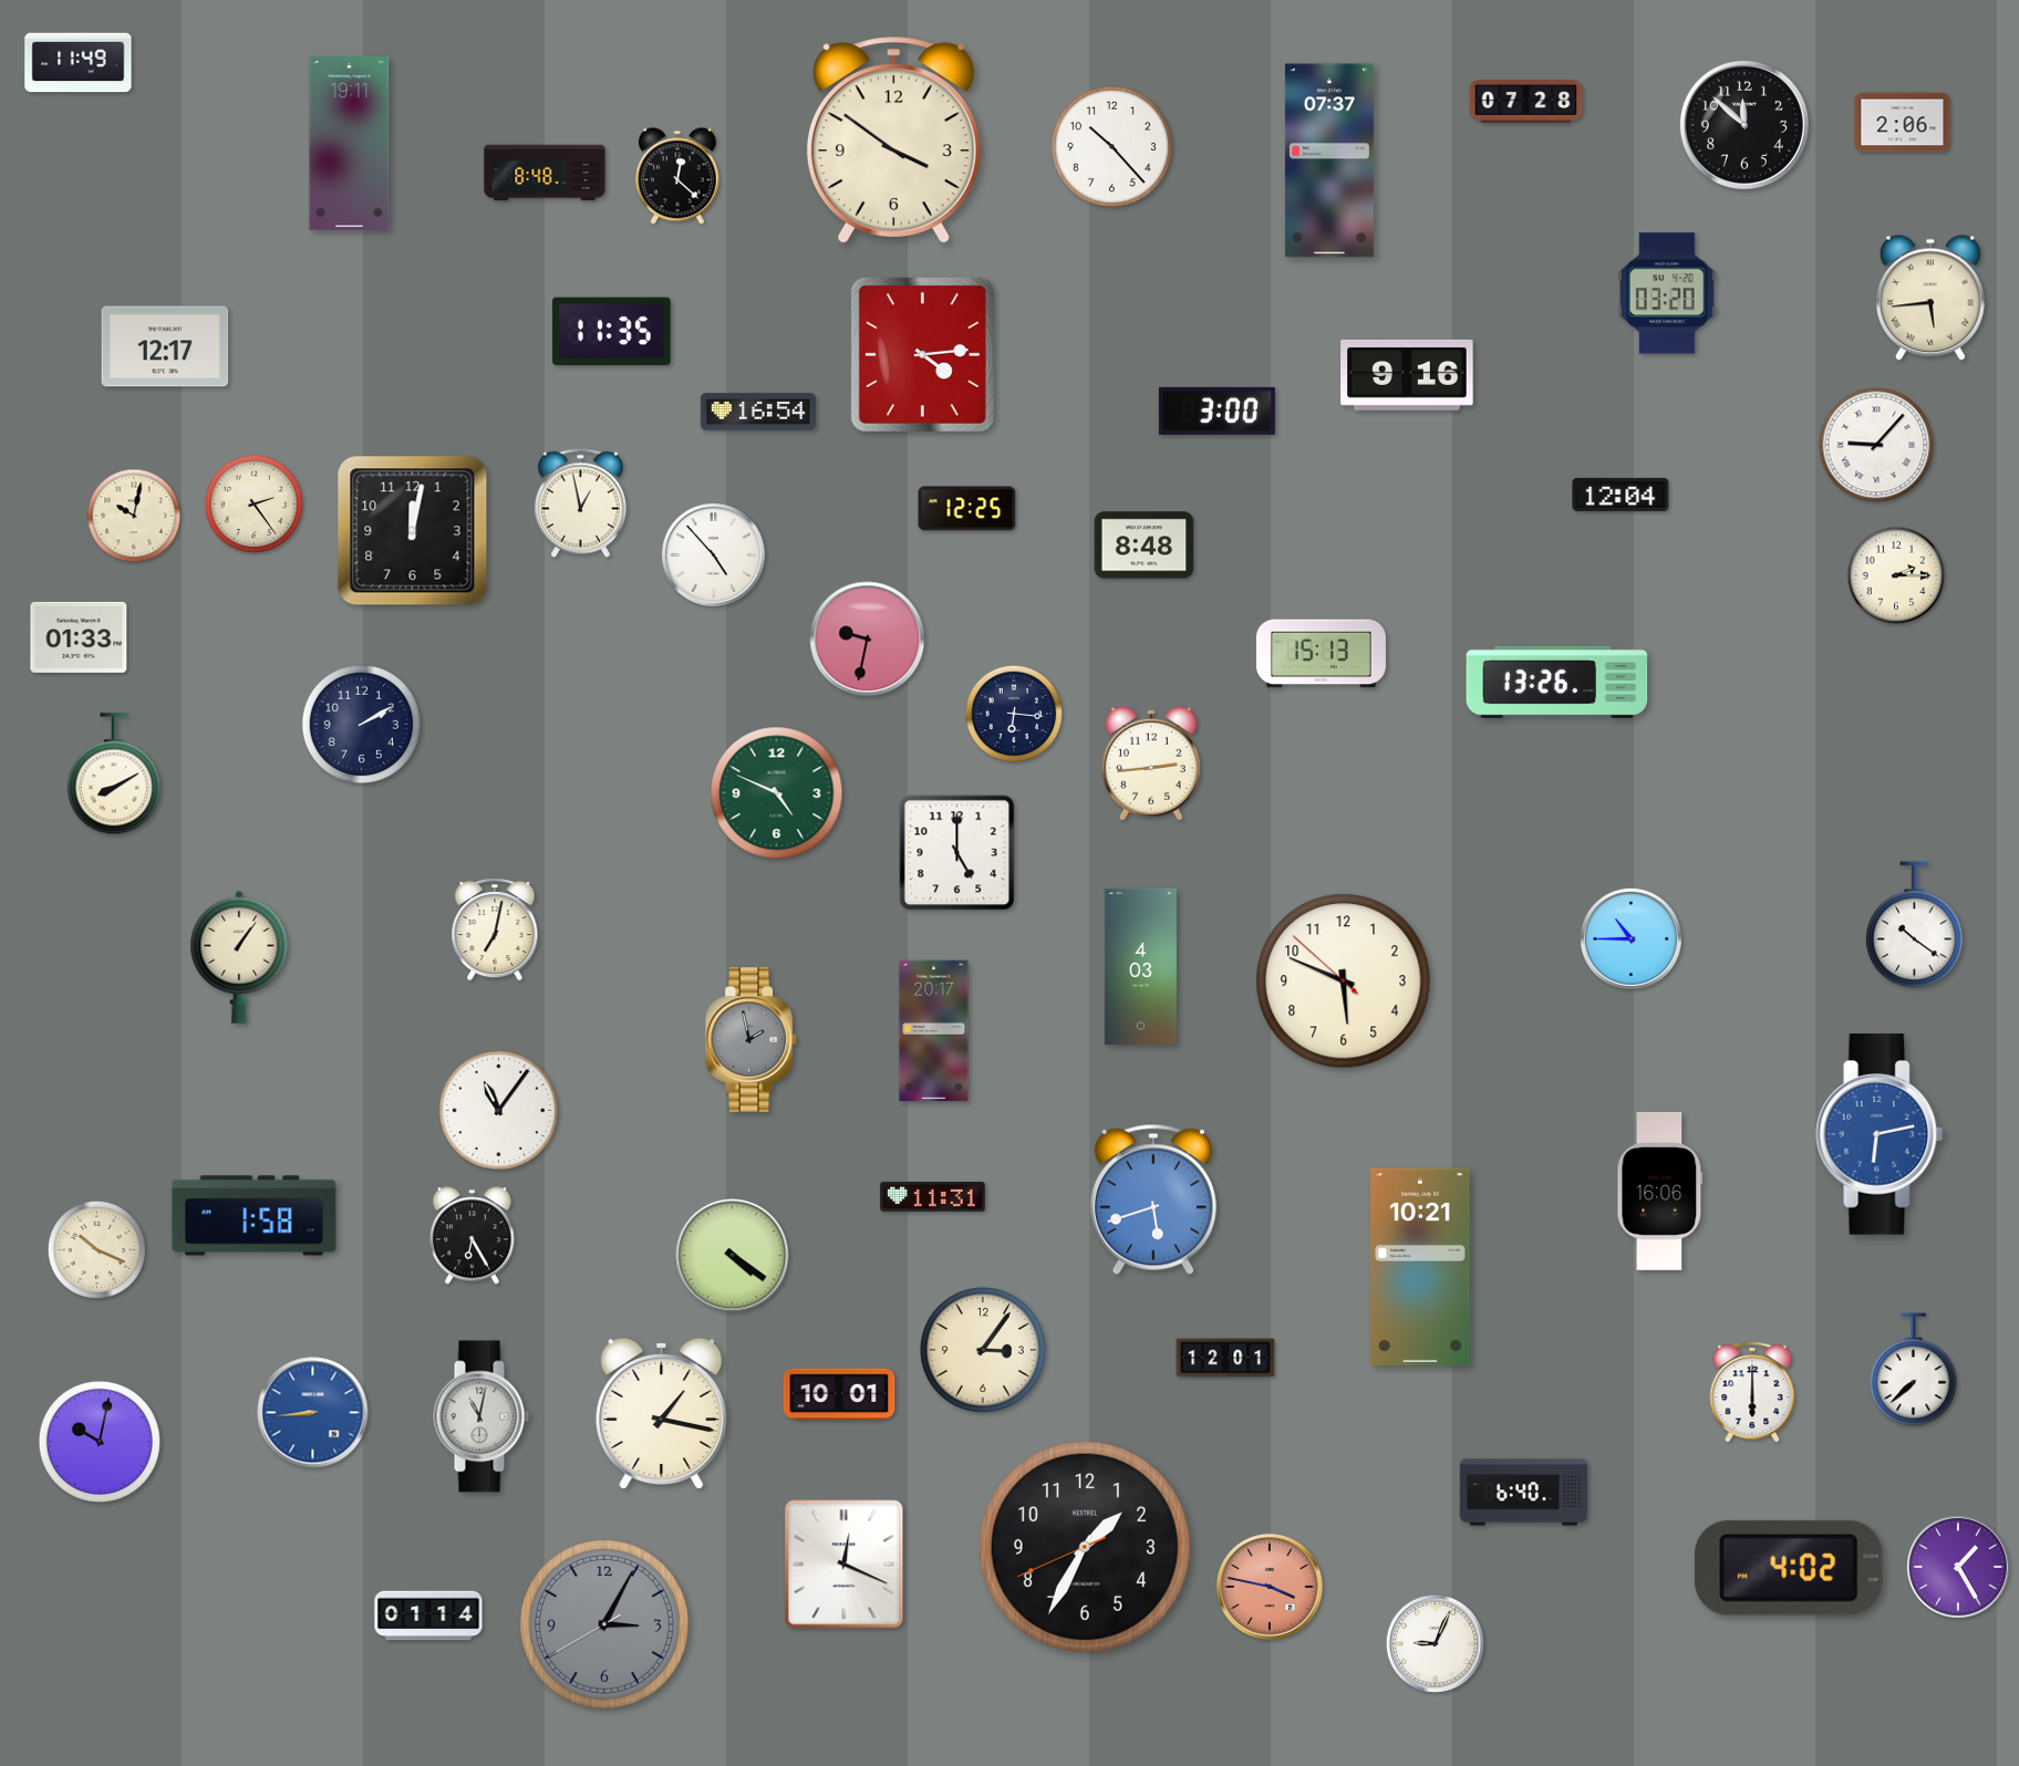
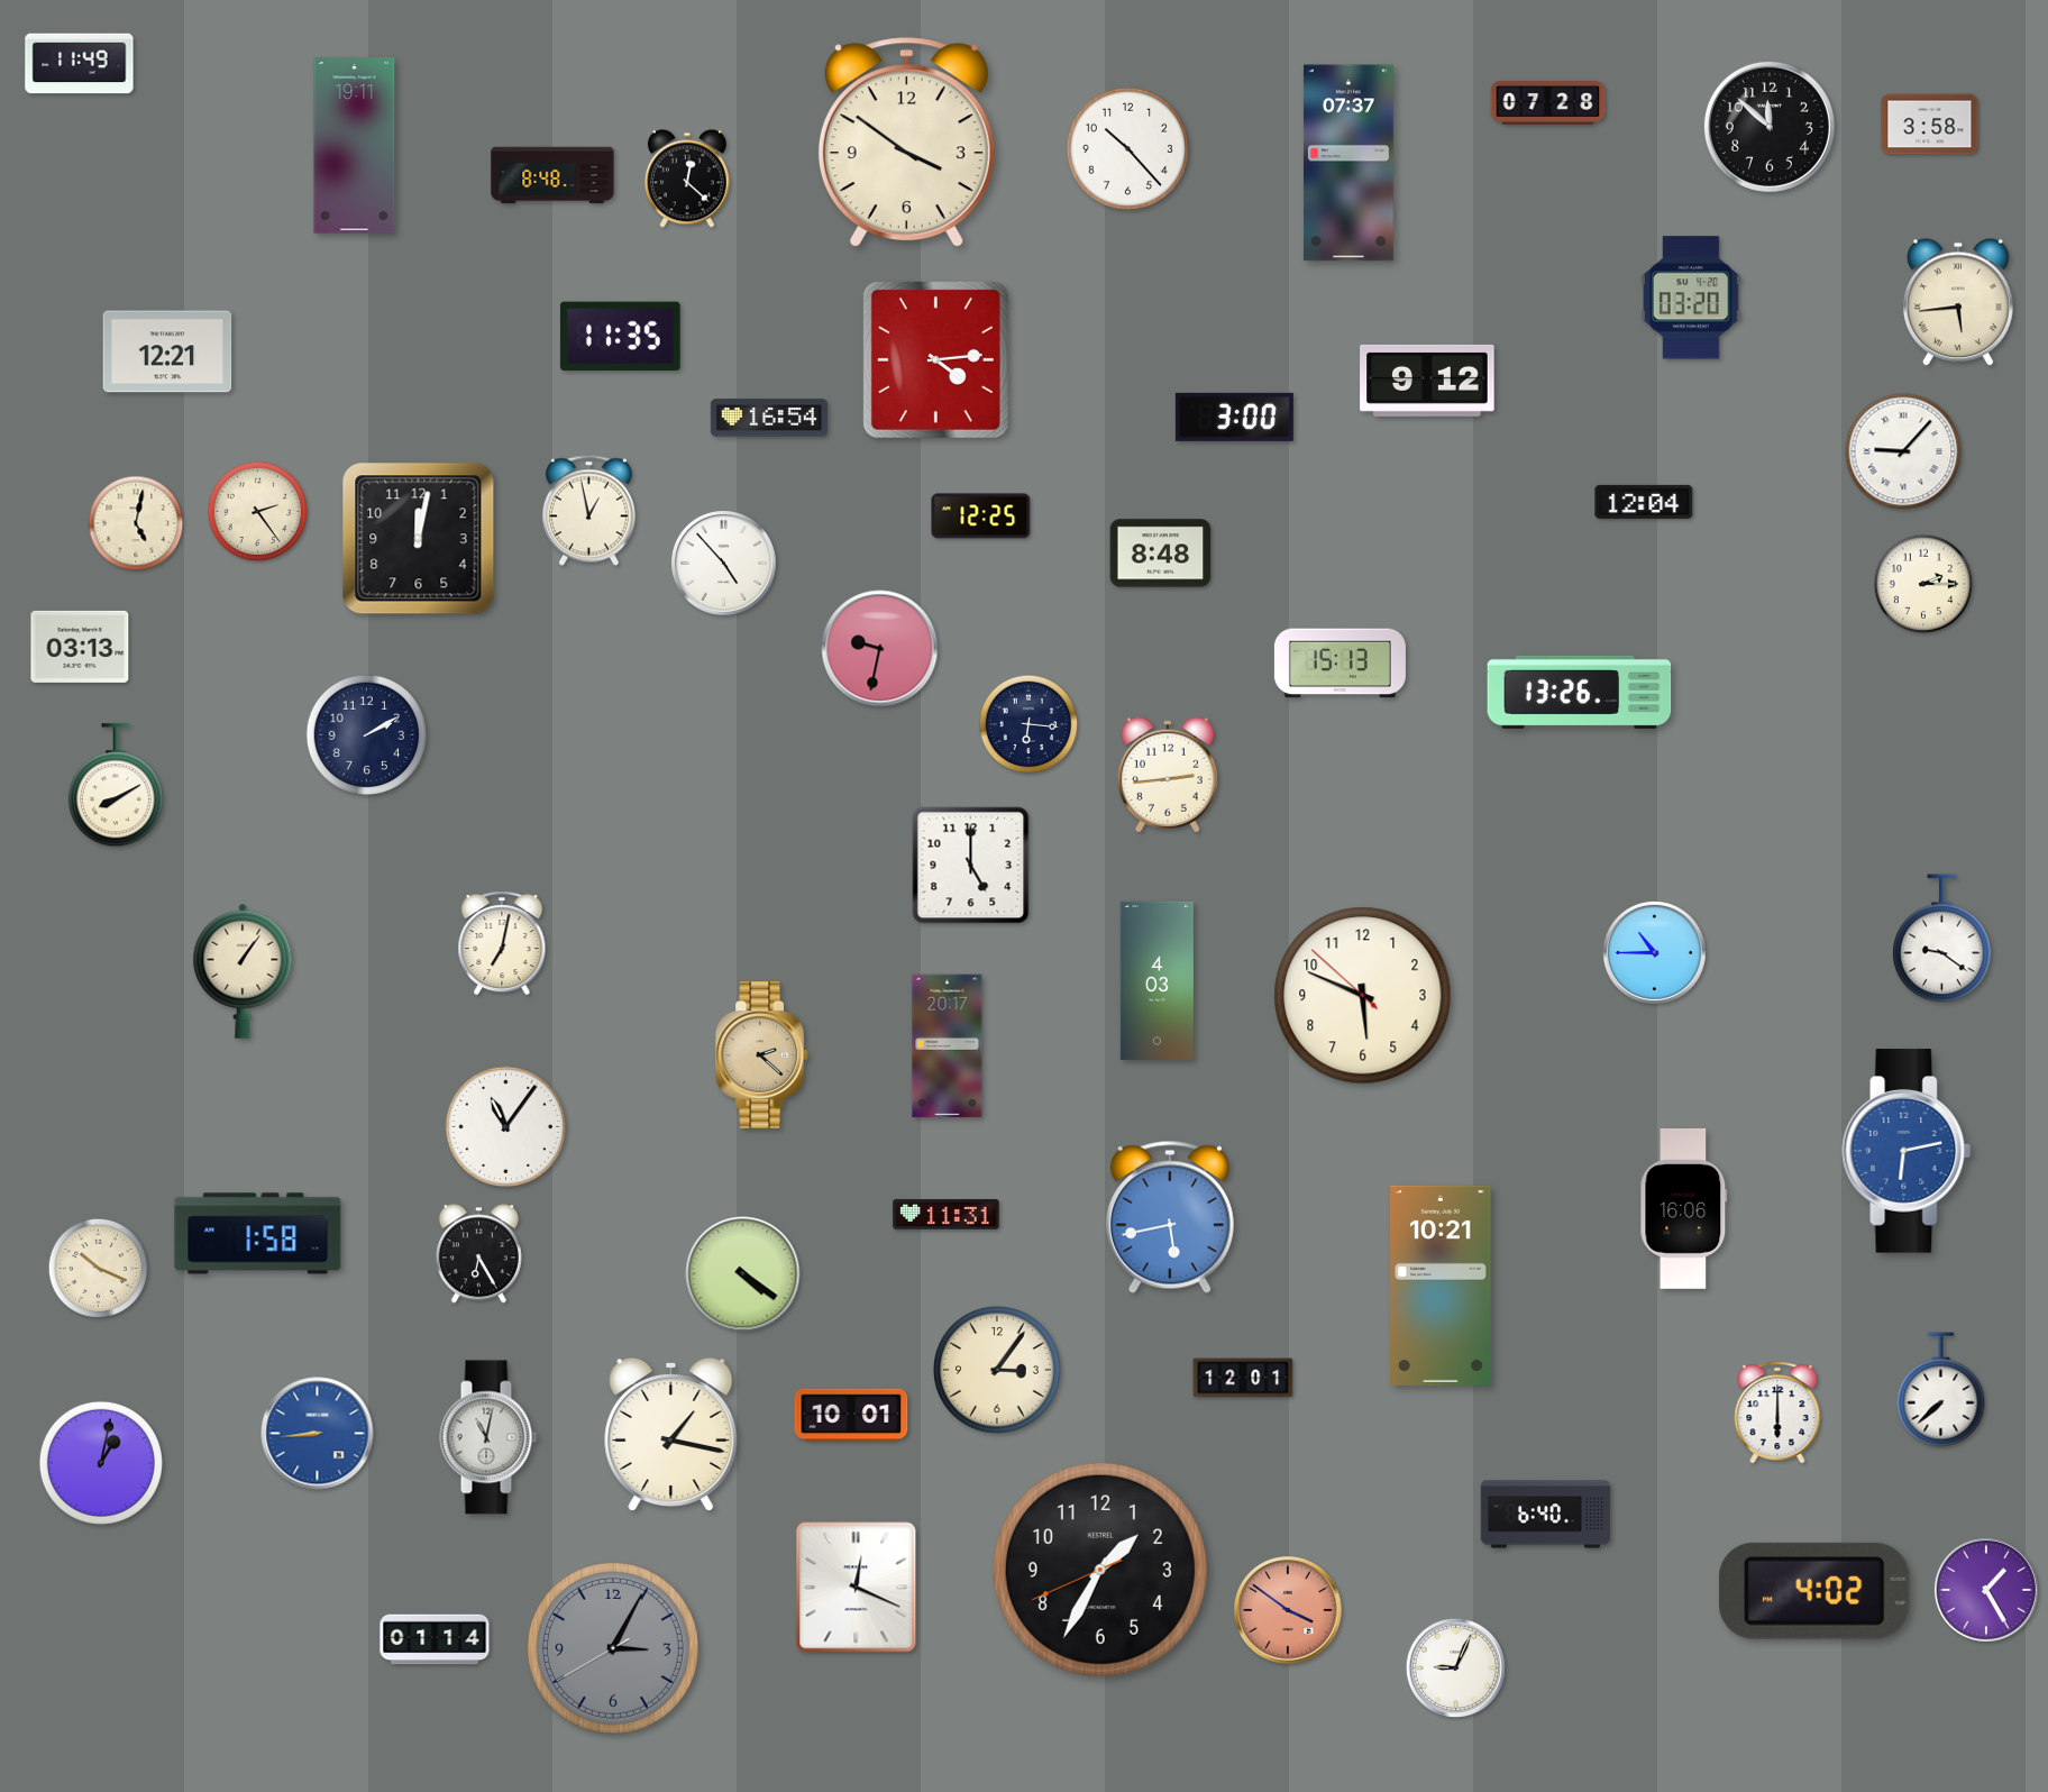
clock at (1903, 123): 2:06 -> 3:58
clock at (165, 346): 12:17 -> 12:21
clock at (1407, 375): 9:16 -> 9:12
clock at (134, 516): 10:02 -> 5:02
clock at (79, 637): 01:33 -> 03:13
clock at (777, 793): 4:49 -> none
clock at (1915, 925): 10:21 -> 9:21
clock at (750, 1039): 1:58 -> 2:22
clock at (750, 1039) dial: grey -> champagne
clock at (1153, 1199): 5:42 -> 5:43
clock at (100, 1442): 10:02 -> 1:02
clock at (1270, 1587): 3:47 -> 3:51
